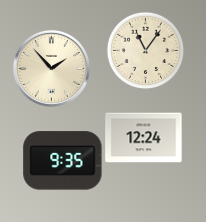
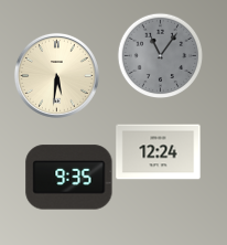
clock at (145, 50) dial: cream -> grey
clock at (51, 68): 1:53 -> 5:31
